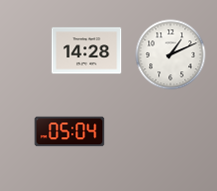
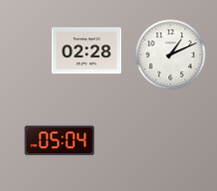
clock at (87, 51): 14:28 -> 02:28
clock at (70, 132) position: (70, 132) -> (60, 141)
